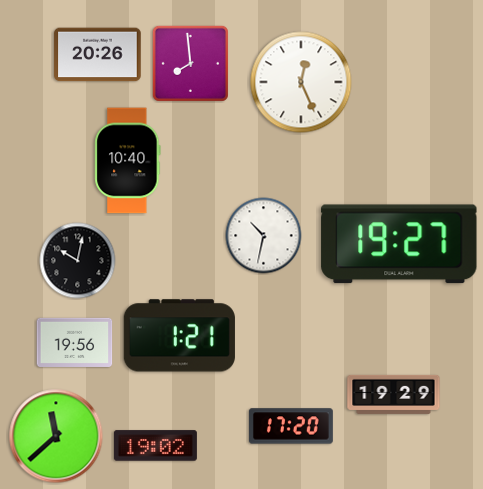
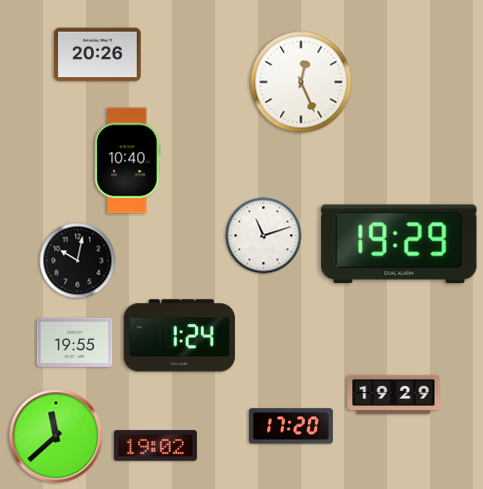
clock at (190, 63): 7:59 -> none
clock at (264, 236): 10:32 -> 11:12
clock at (399, 244): 19:27 -> 19:29
clock at (179, 336): 1:21 -> 1:24
clock at (75, 342): 19:56 -> 19:55
